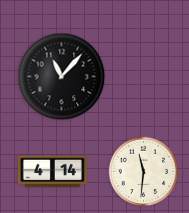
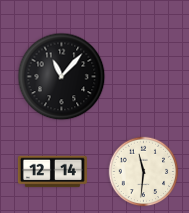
clock at (52, 172): 4:14 -> 12:14
